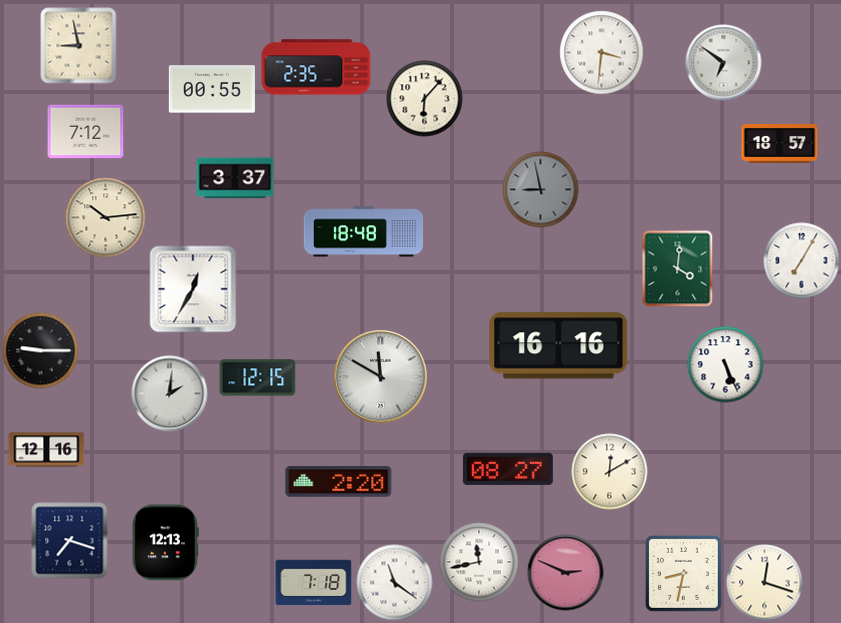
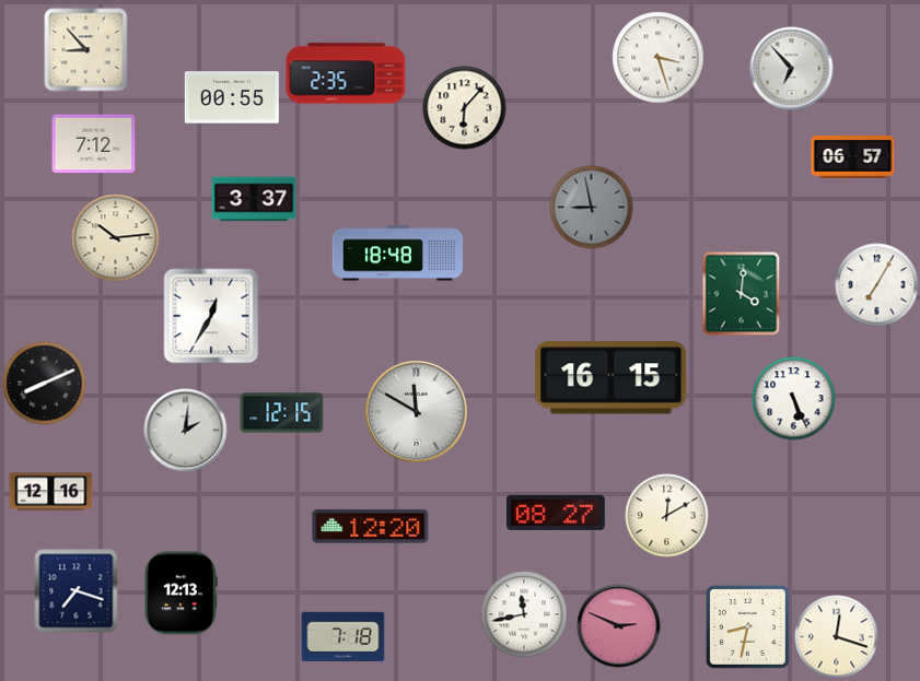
clock at (79, 46): 8:58 -> 8:53
clock at (602, 53): 3:31 -> 3:27
clock at (724, 63): 6:51 -> 6:53
clock at (780, 144): 18:57 -> 06:57
clock at (235, 178) position: (235, 178) -> (254, 199)
clock at (559, 346): 16:16 -> 16:15
clock at (41, 351): 9:15 -> 8:11
clock at (339, 482): 2:20 -> 12:20
clock at (395, 583): 11:21 -> none
